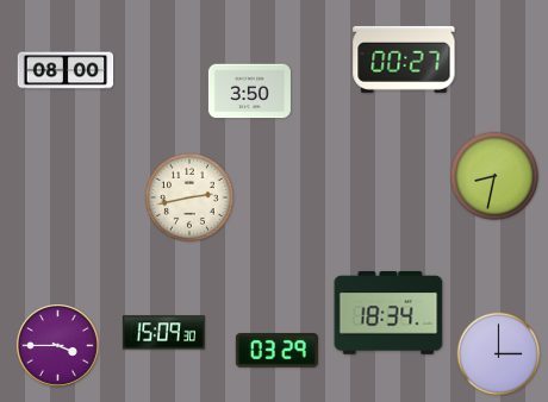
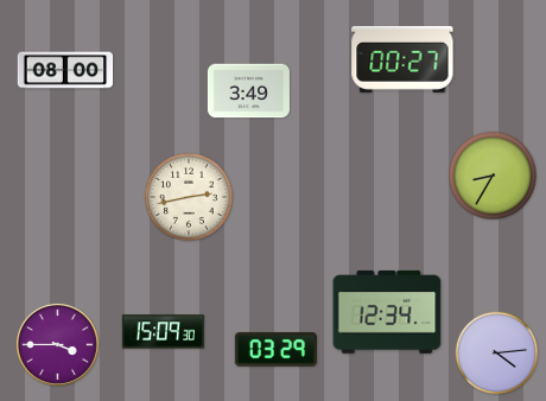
clock at (249, 92): 3:50 -> 3:49
clock at (494, 176): 8:32 -> 8:35
clock at (388, 314): 18:34 -> 12:34
clock at (499, 354): 3:00 -> 4:14
